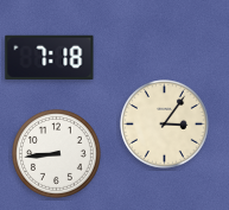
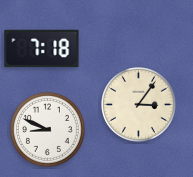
clock at (57, 154): 8:44 -> 8:49
